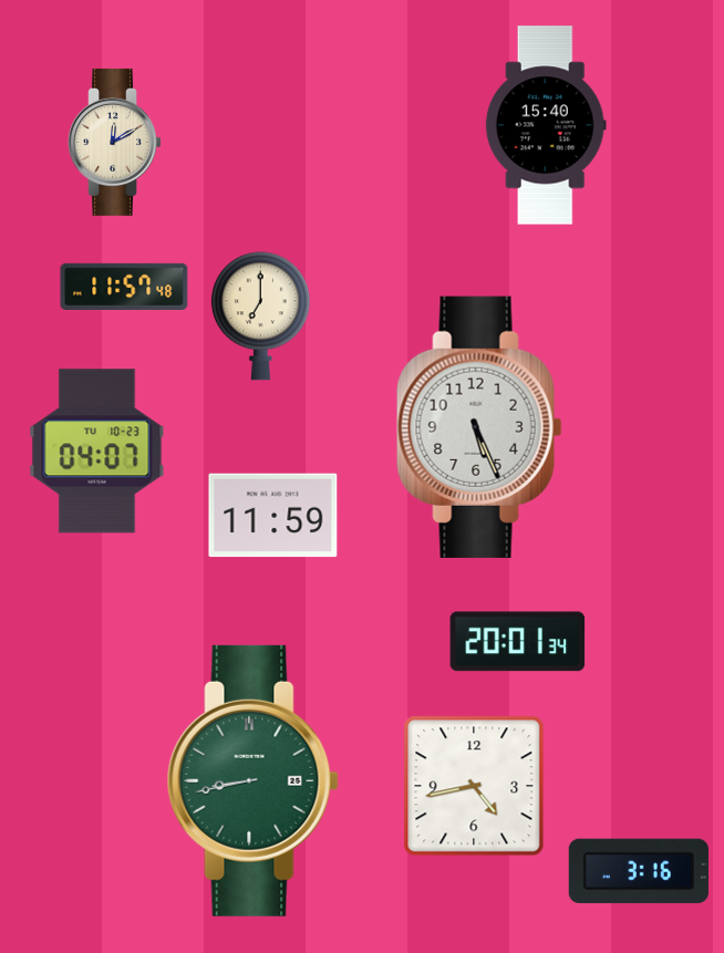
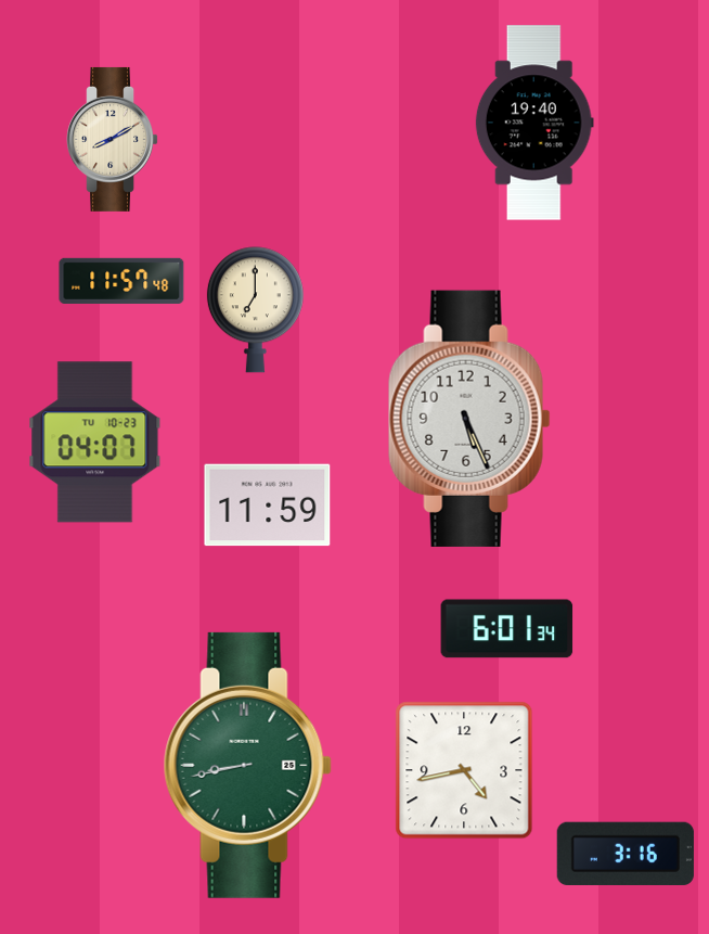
clock at (546, 125): 15:40 -> 19:40
clock at (114, 142): 12:10 -> 8:10
clock at (518, 642): 20:01 -> 6:01
